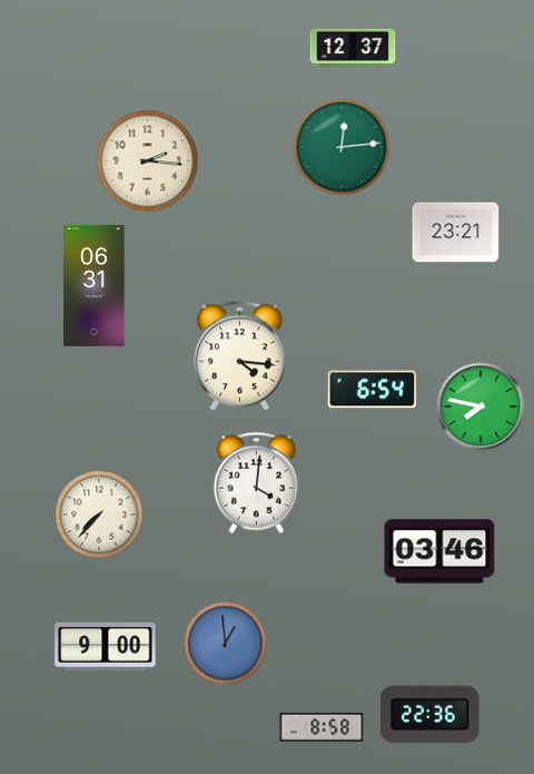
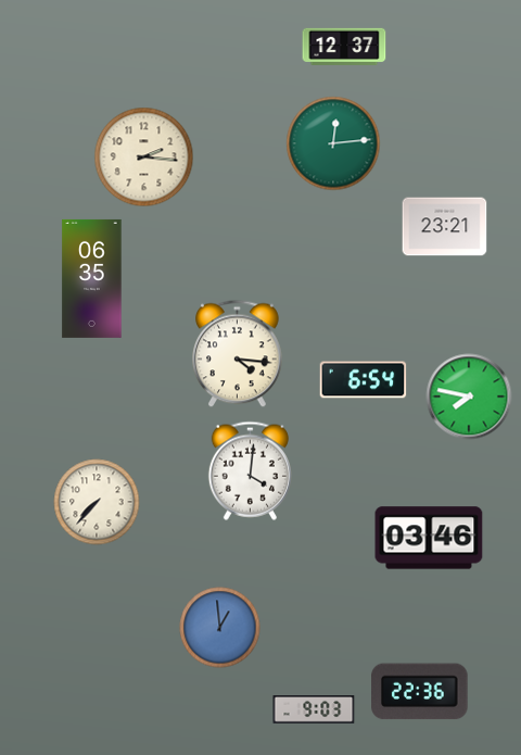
clock at (95, 285): 06:31 -> 06:35
clock at (240, 356) position: (240, 356) -> (238, 354)
clock at (106, 646): 9:00 -> none
clock at (431, 715) position: (431, 715) -> (420, 692)
clock at (322, 728): 8:58 -> 9:03
